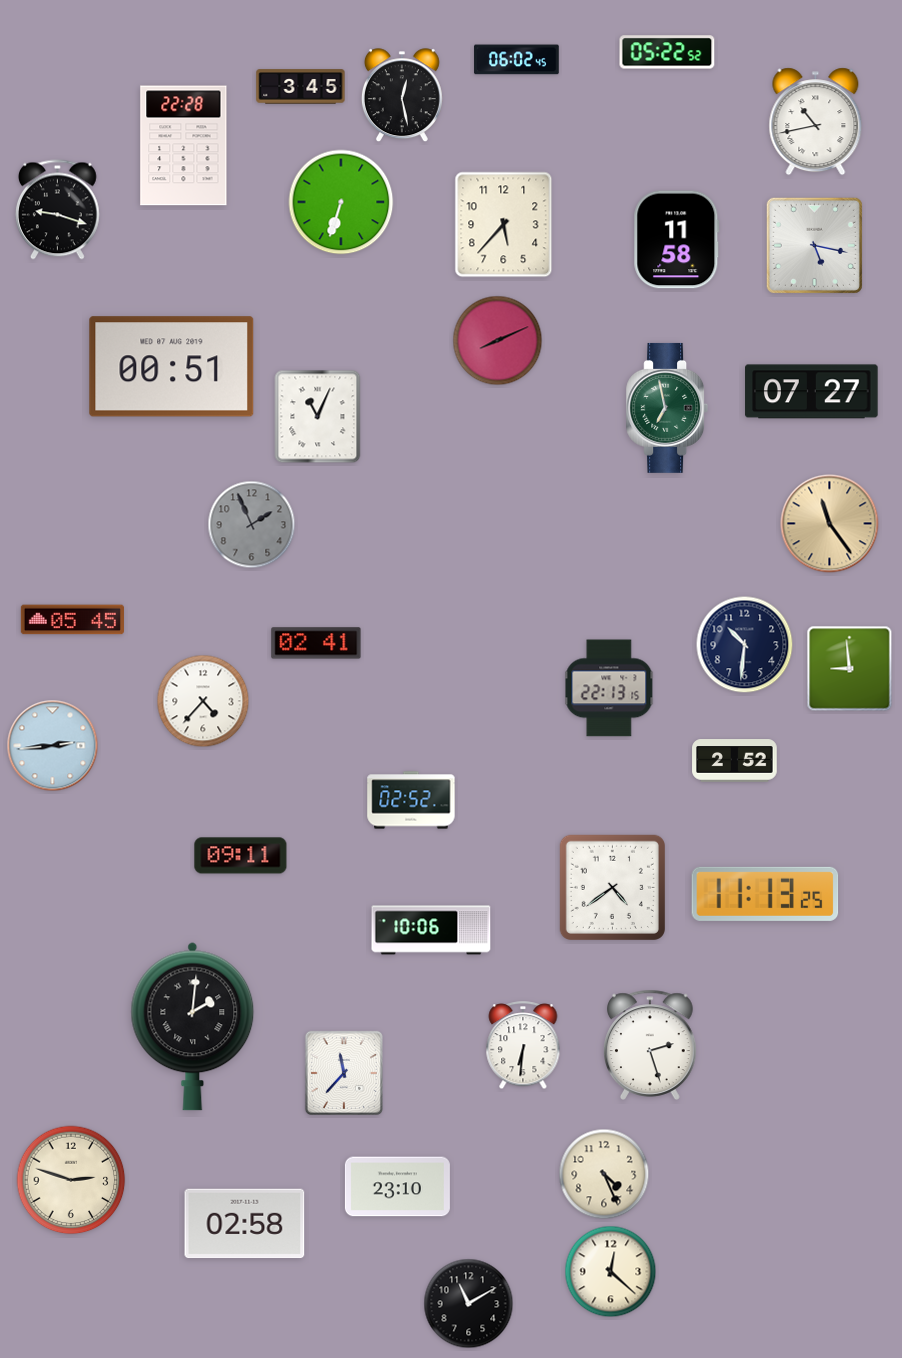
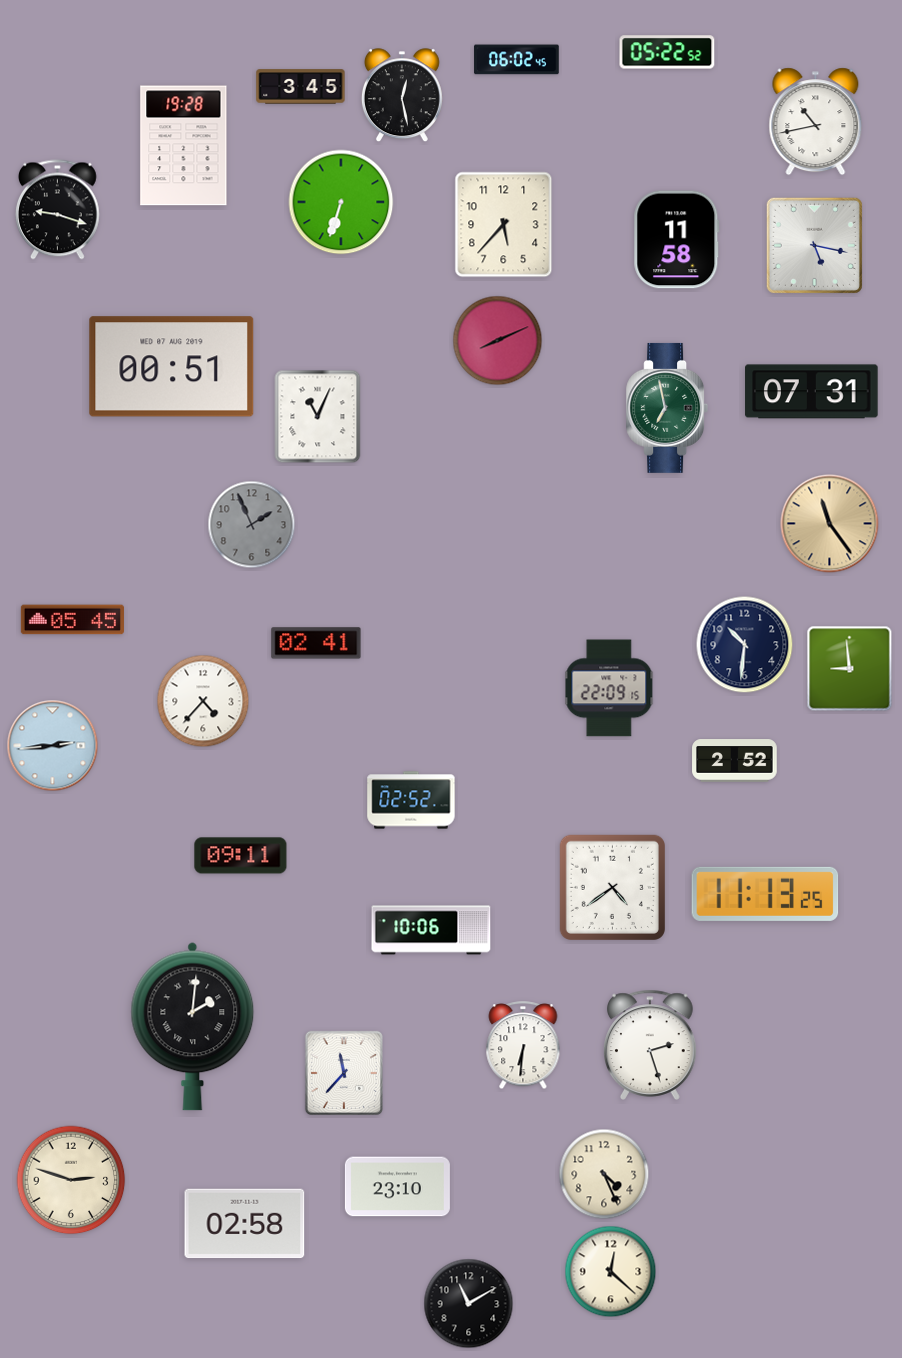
clock at (184, 146): 22:28 -> 19:28
clock at (812, 392): 07:27 -> 07:31
clock at (609, 688): 22:13 -> 22:09
